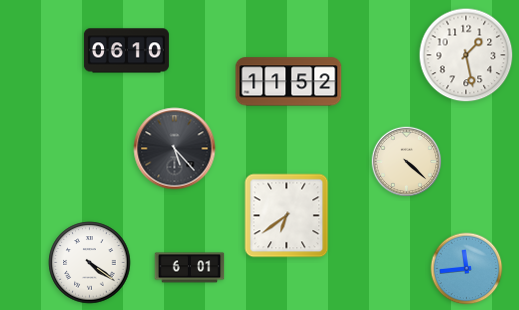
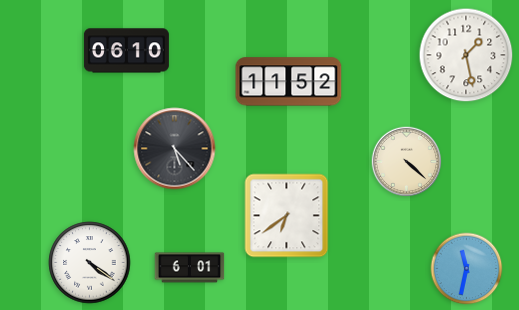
clock at (467, 269): 11:44 -> 11:32
